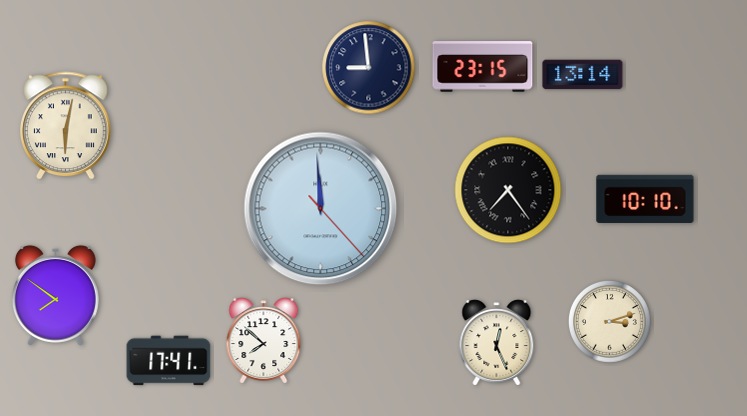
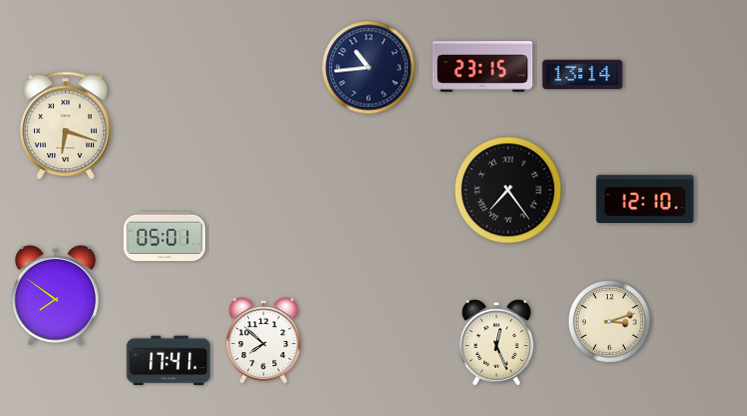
clock at (369, 68): 8:59 -> 10:44
clock at (66, 125): 6:02 -> 6:18
clock at (645, 198): 10:10 -> 12:10
clock at (321, 209): 11:59 -> none
clock at (165, 237): none -> 05:01
